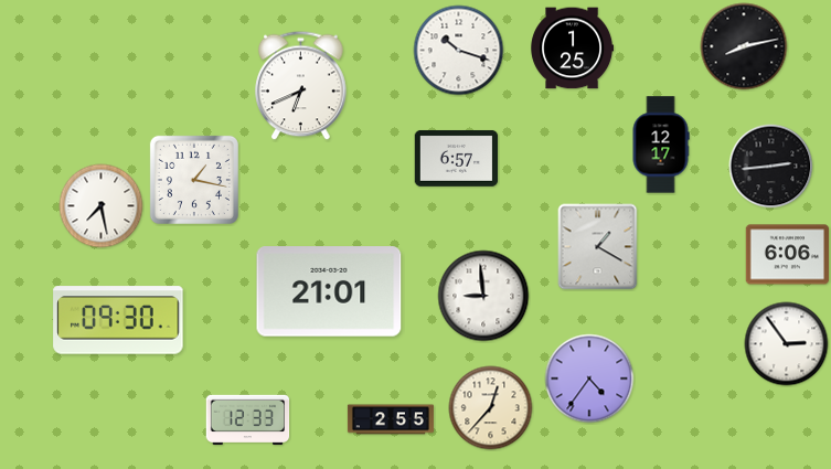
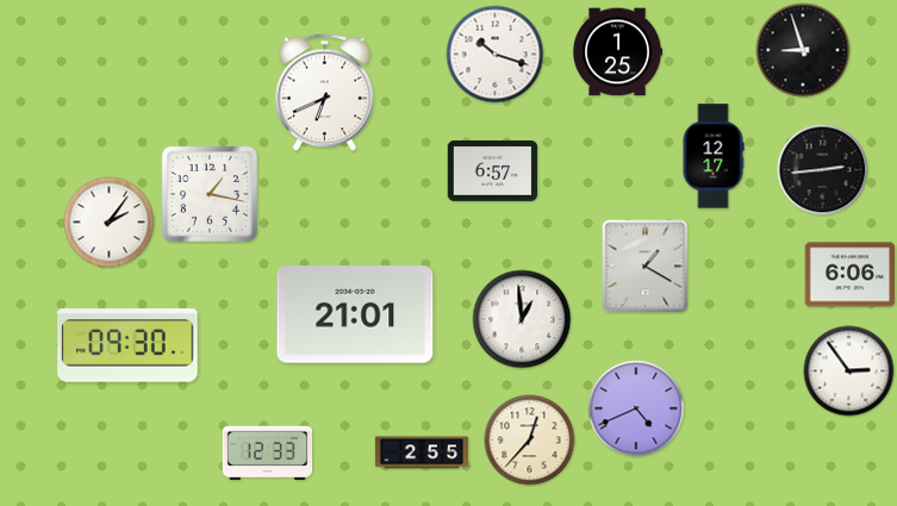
clock at (744, 46): 8:13 -> 8:57
clock at (771, 167) position: (771, 167) -> (823, 170)
clock at (102, 206): 7:28 -> 2:06
clock at (483, 296): 8:59 -> 12:59
clock at (589, 379): 4:36 -> 4:41
